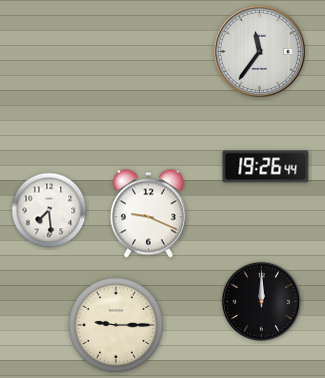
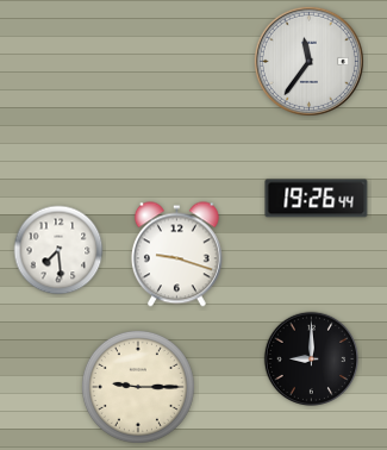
clock at (148, 214): 9:19 -> 9:18
clock at (262, 302): 12:00 -> 9:00
